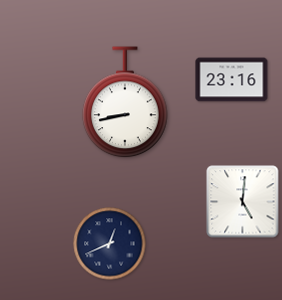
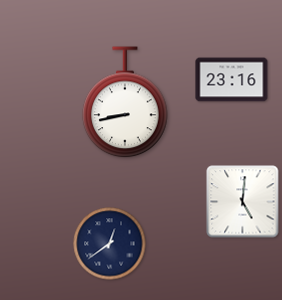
clock at (110, 244): 12:41 -> 12:39
